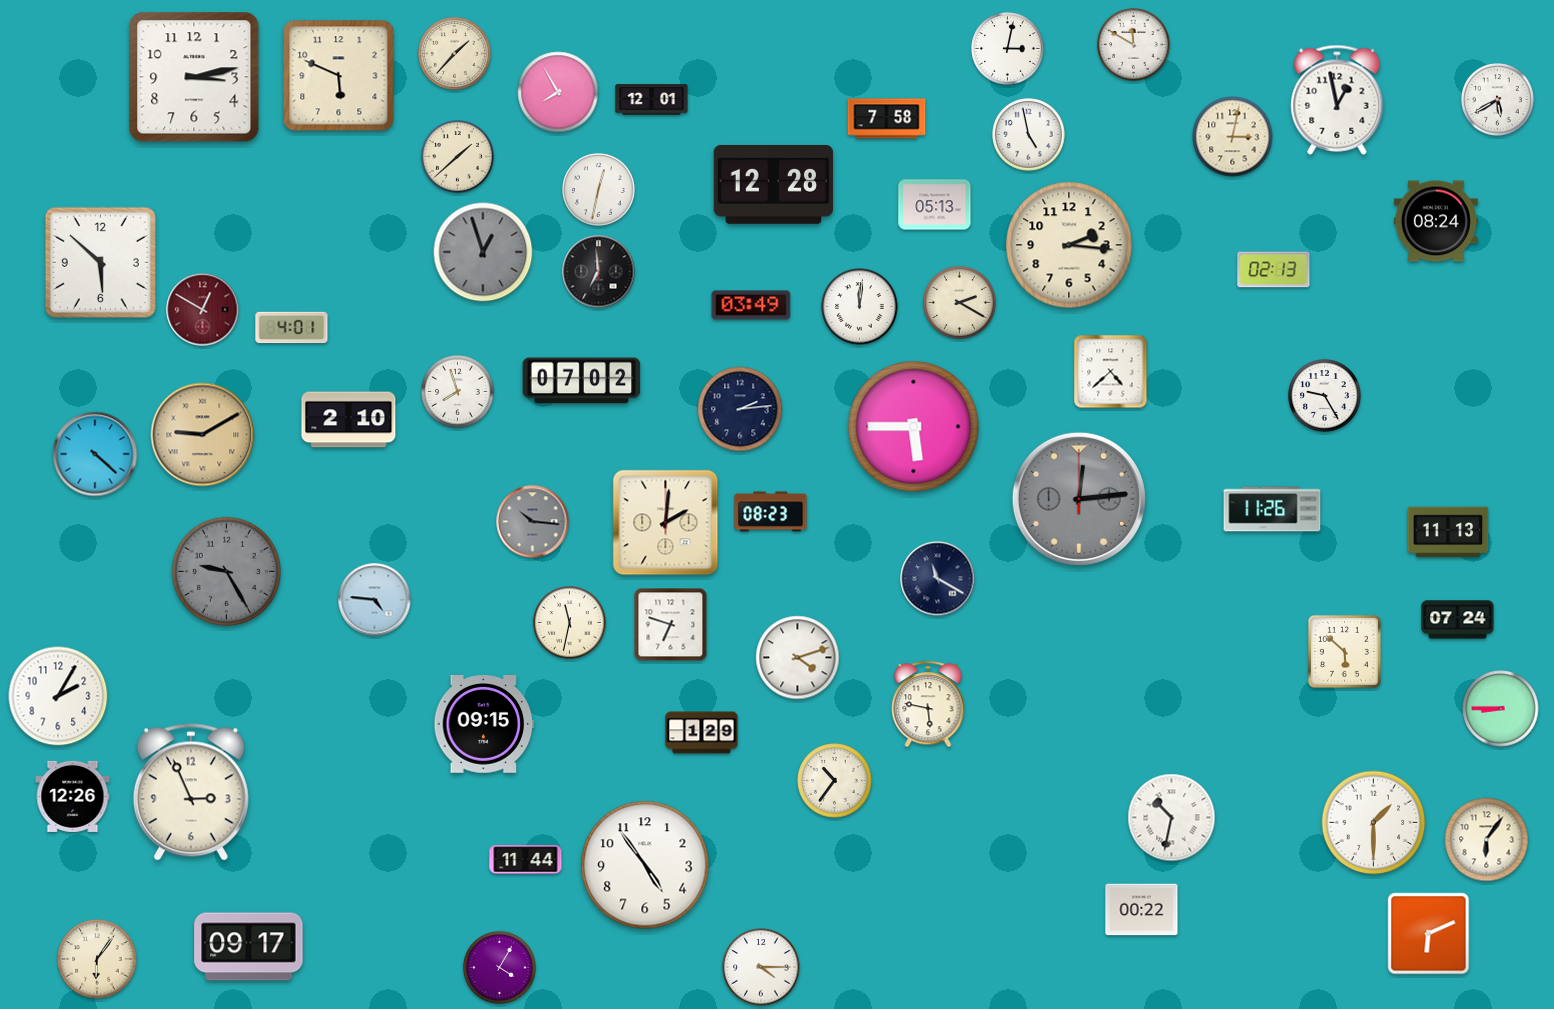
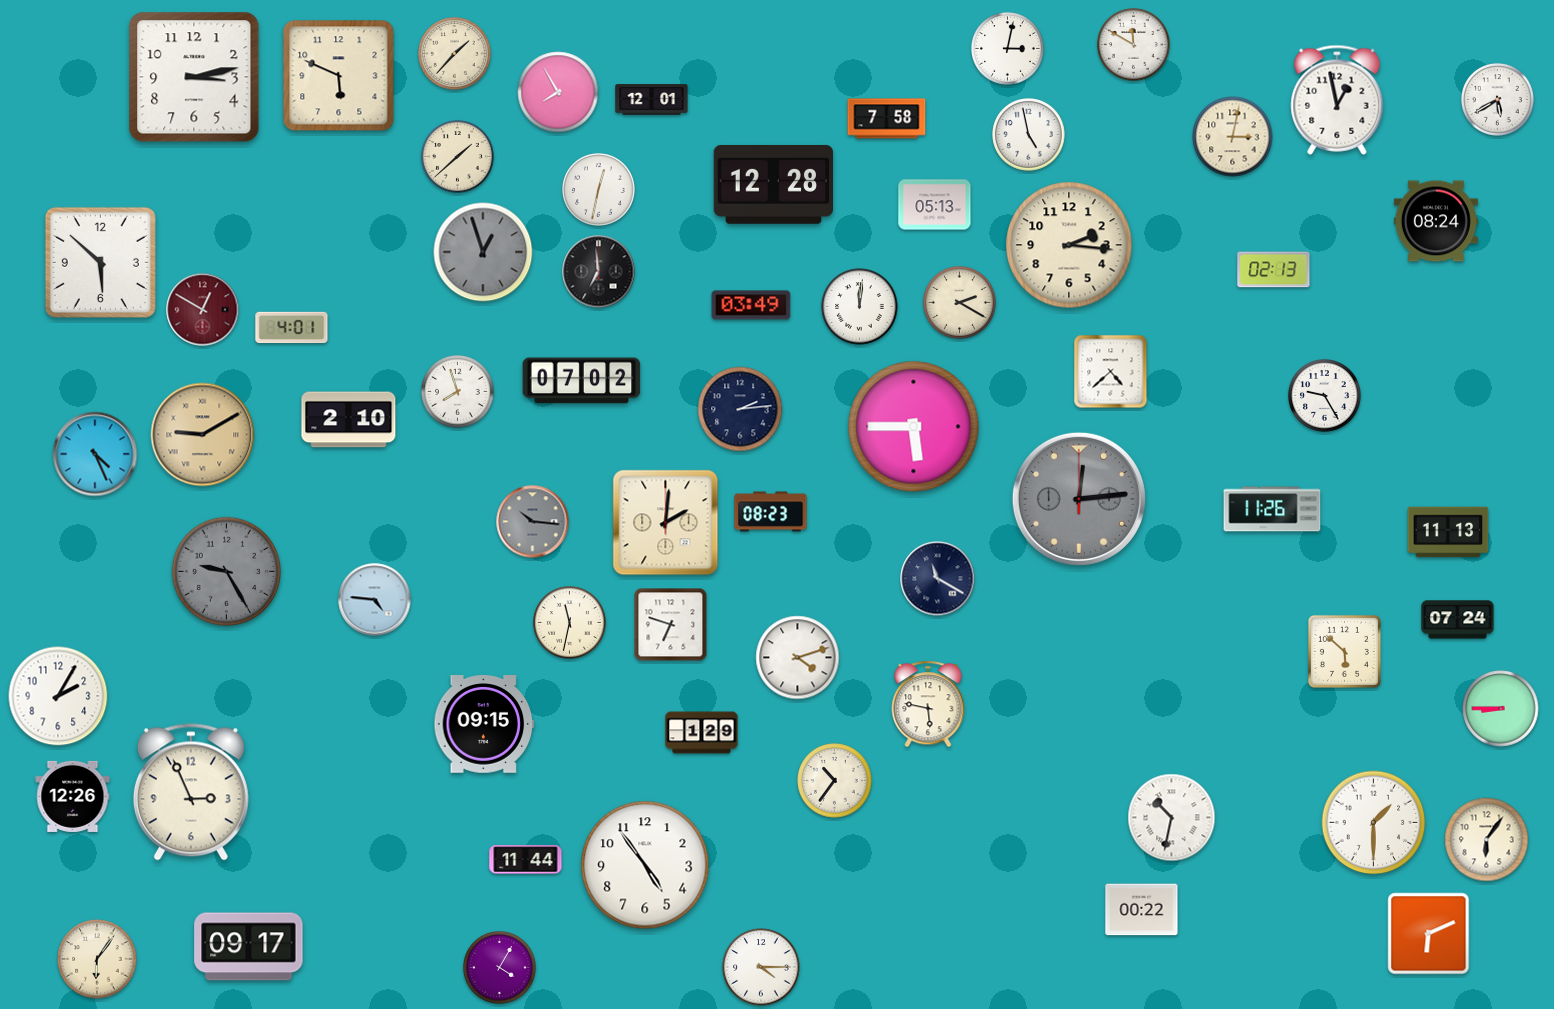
clock at (95, 454): 4:22 -> 4:26
